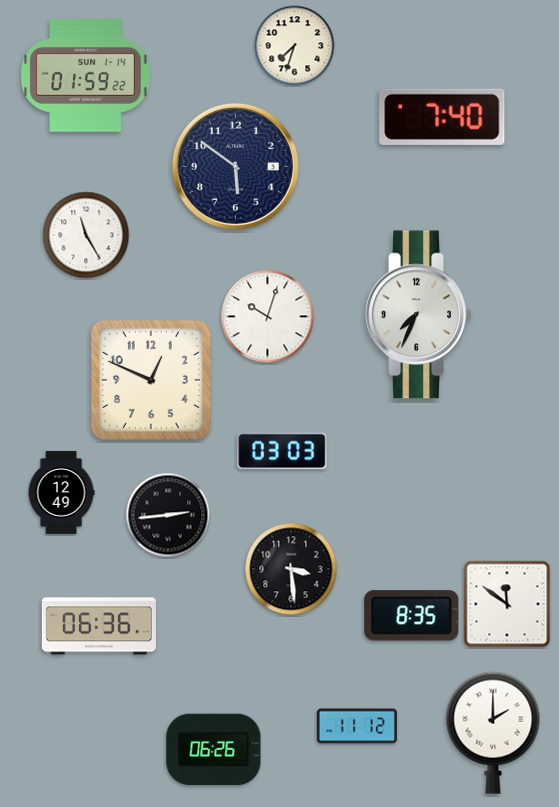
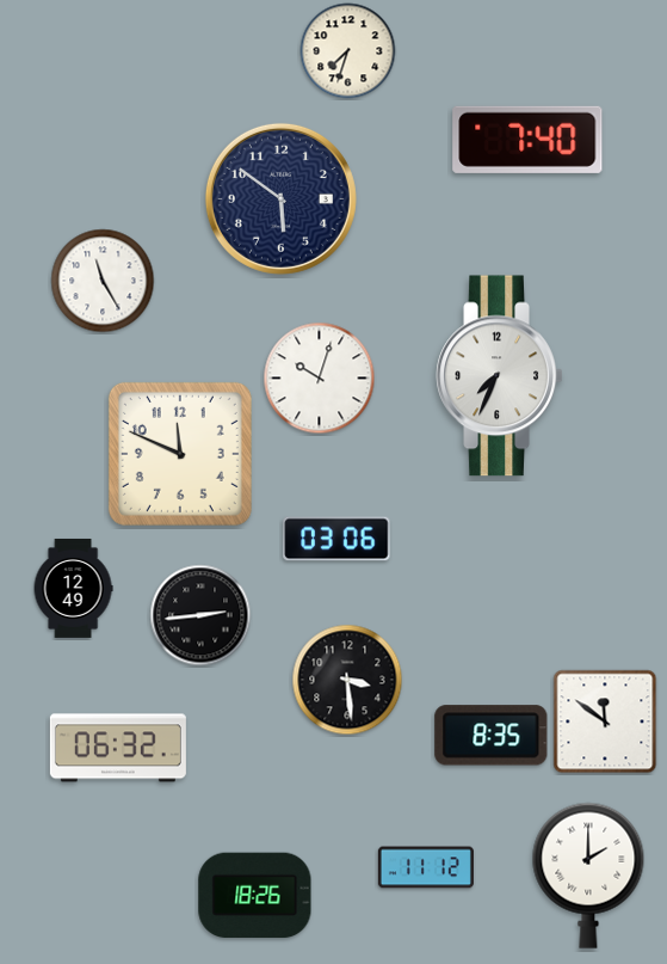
clock at (295, 46) position: (295, 46) -> (348, 51)
clock at (86, 76): 01:59 -> none
clock at (151, 380): 12:49 -> 11:49
clock at (282, 451): 03:03 -> 03:06
clock at (99, 626): 06:36 -> 06:32
clock at (214, 750): 06:26 -> 18:26
